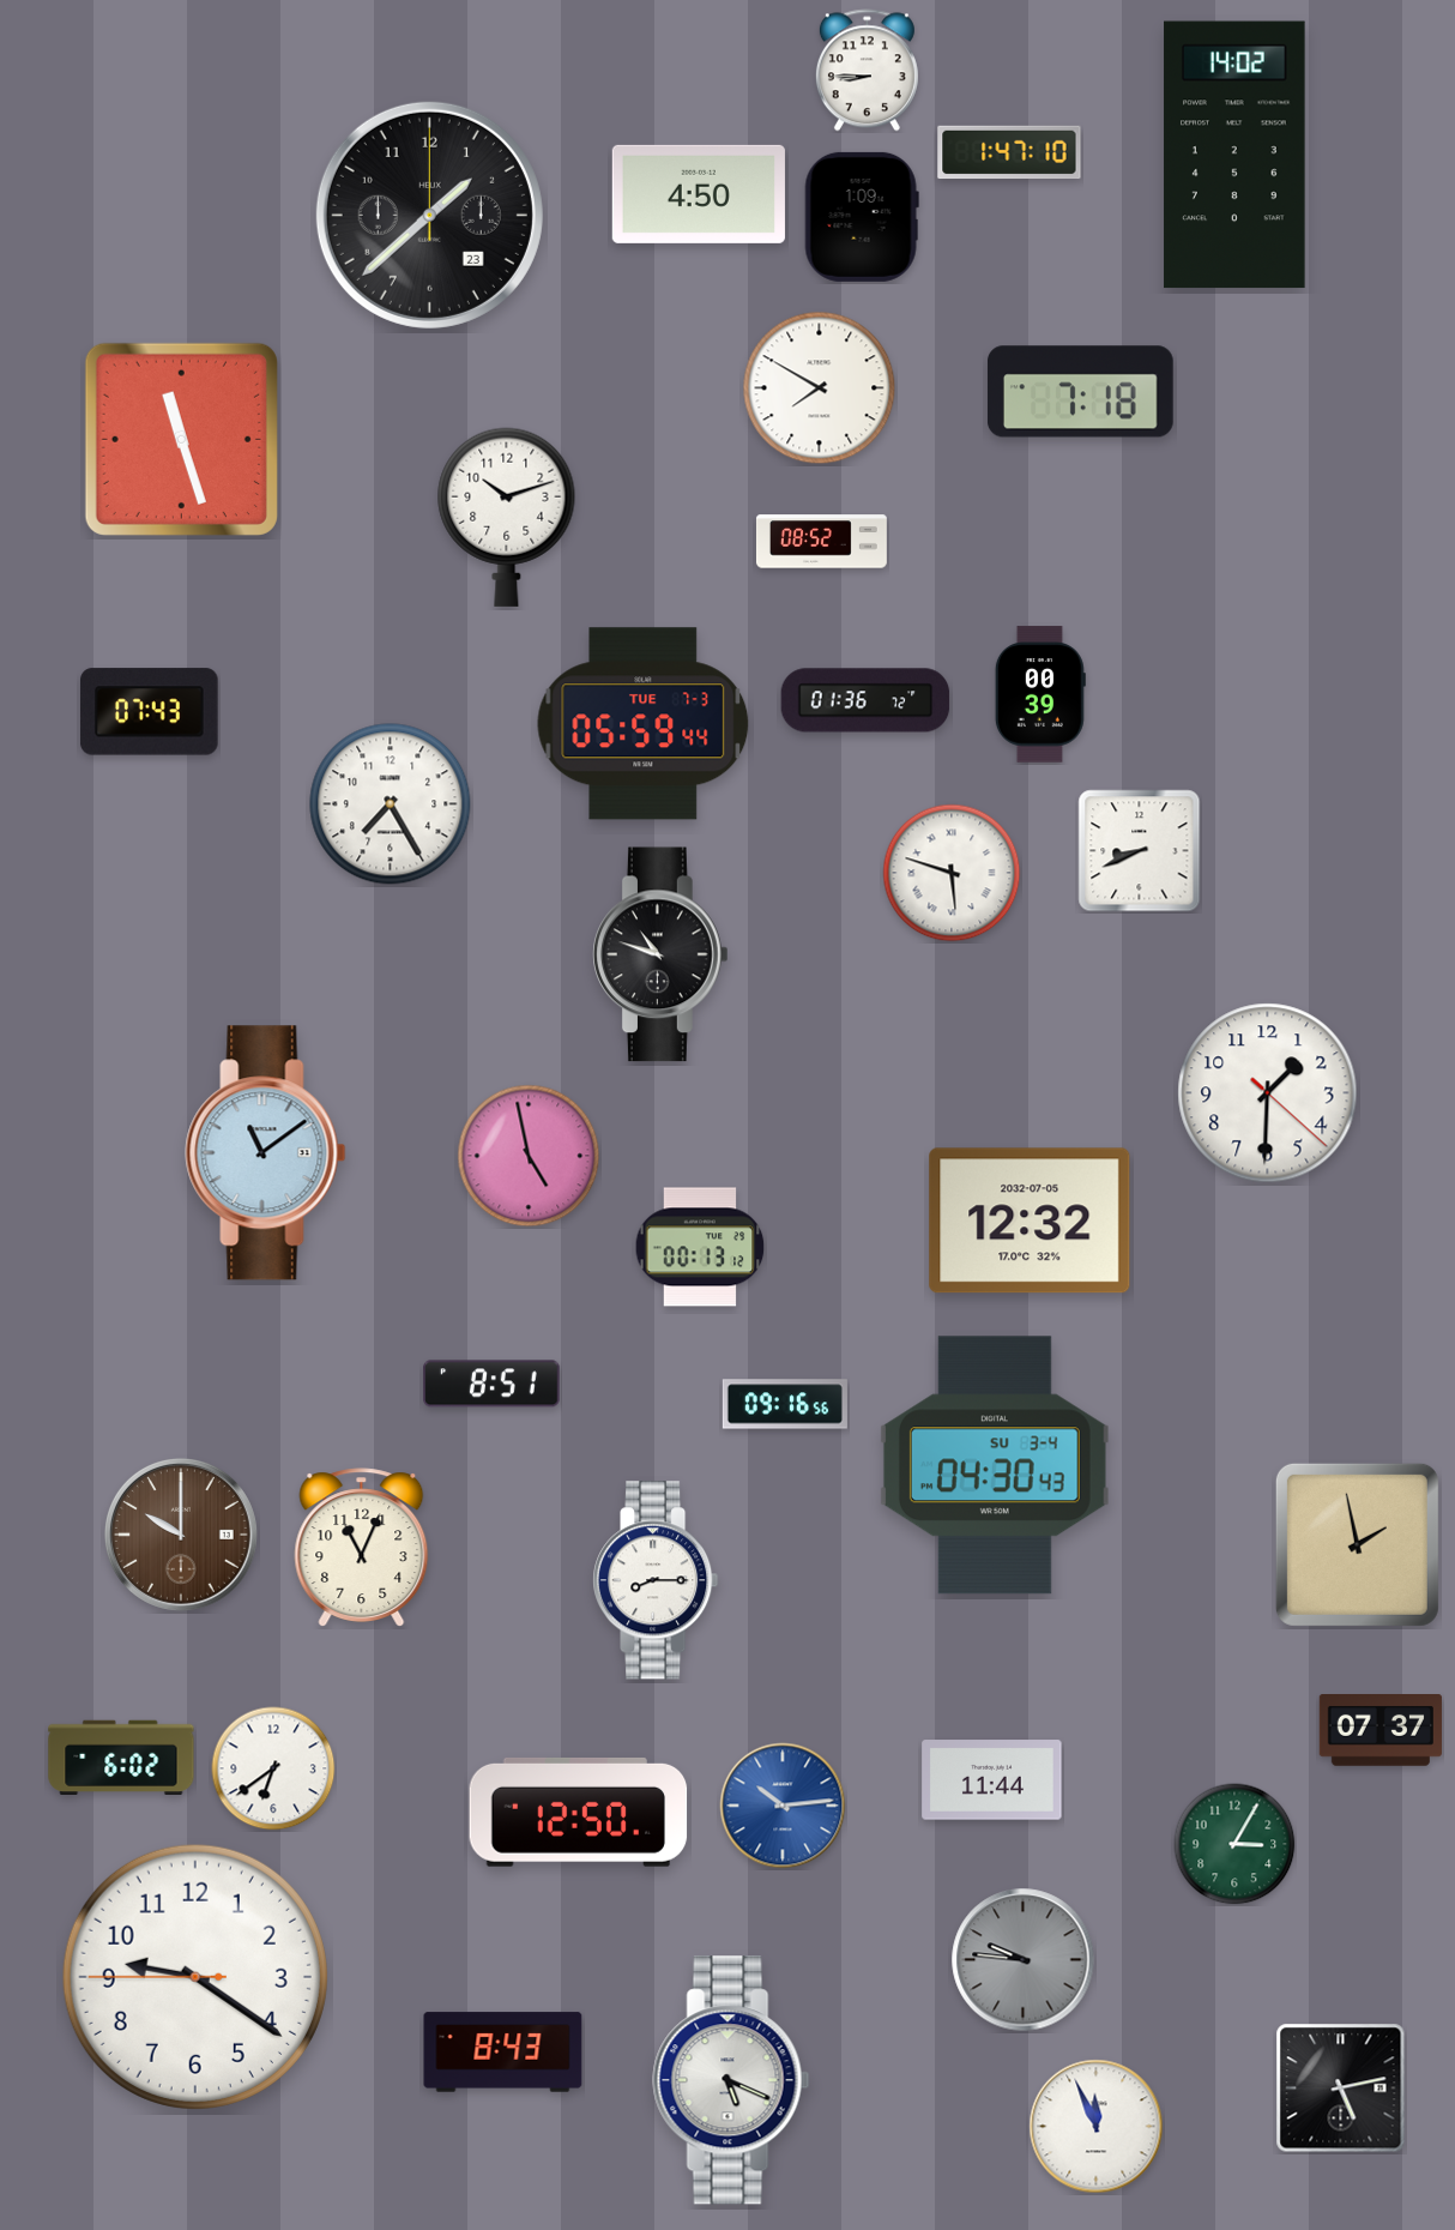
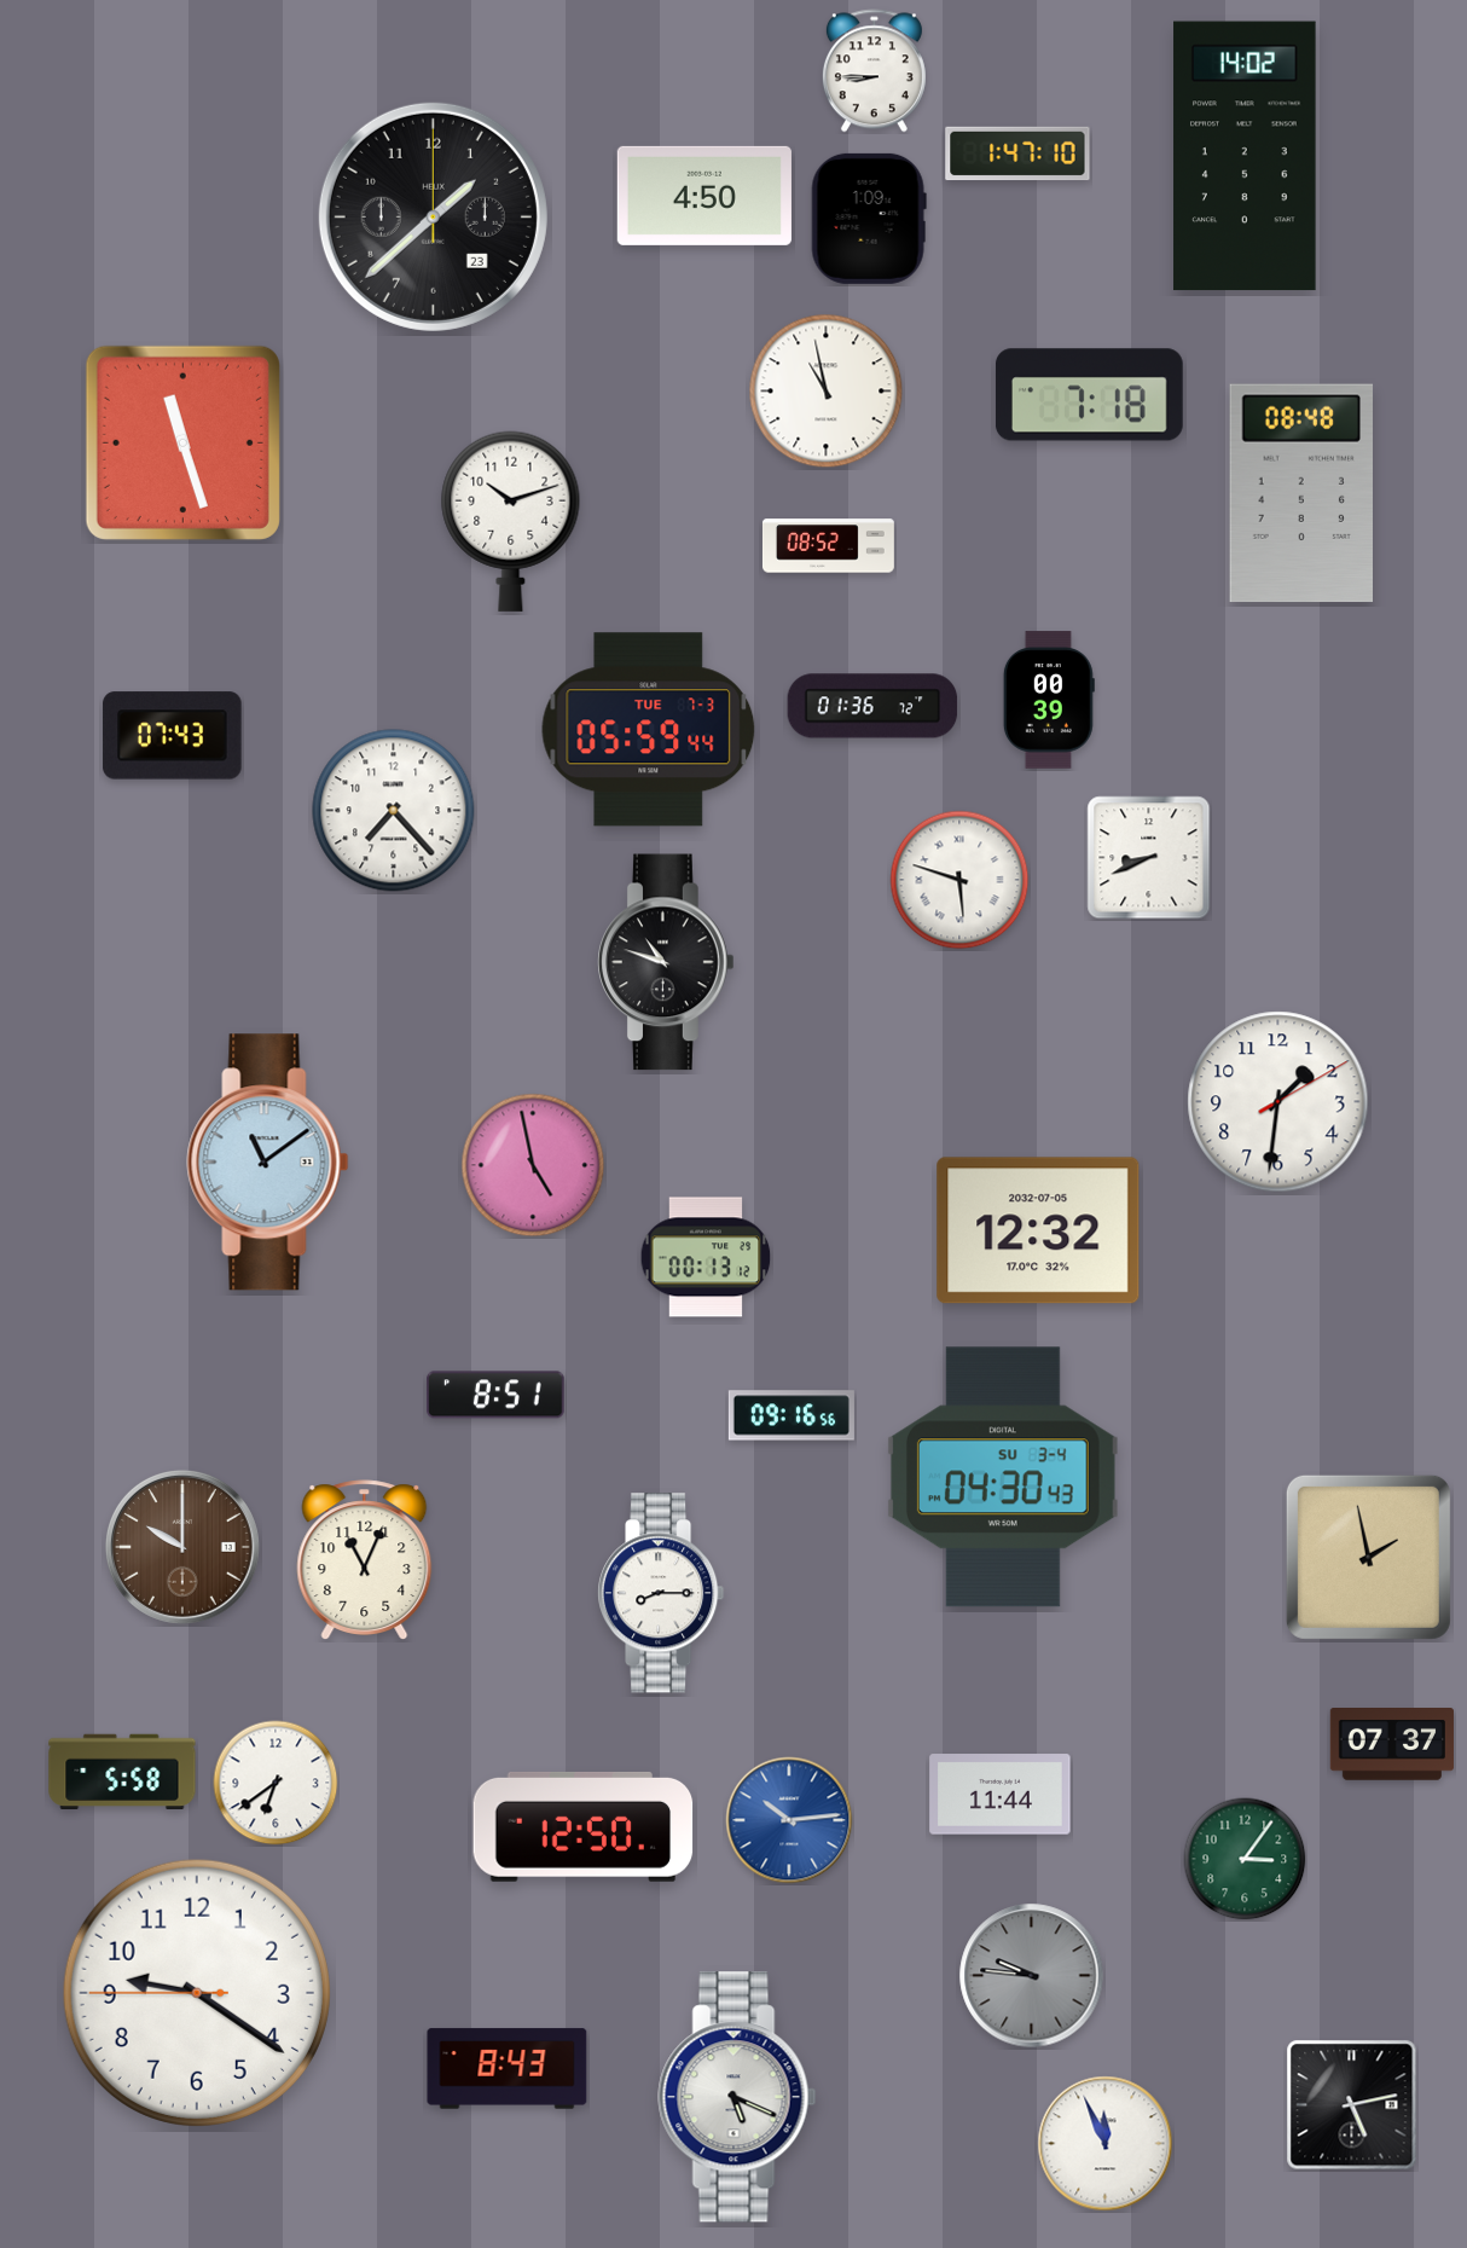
clock at (820, 388): 7:50 -> 10:58
clock at (1301, 493): none -> 08:48
clock at (150, 712) position: (150, 712) -> (173, 736)
clock at (391, 804): 7:25 -> 7:23
clock at (1268, 1093): 1:30 -> 1:31
clock at (121, 1758): 6:02 -> 5:58
clock at (1234, 1844): 3:05 -> 3:06
